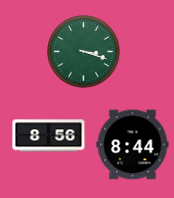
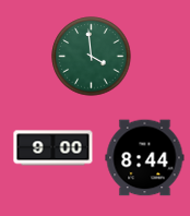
clock at (84, 52): 3:18 -> 3:59
clock at (49, 136): 8:56 -> 9:00
